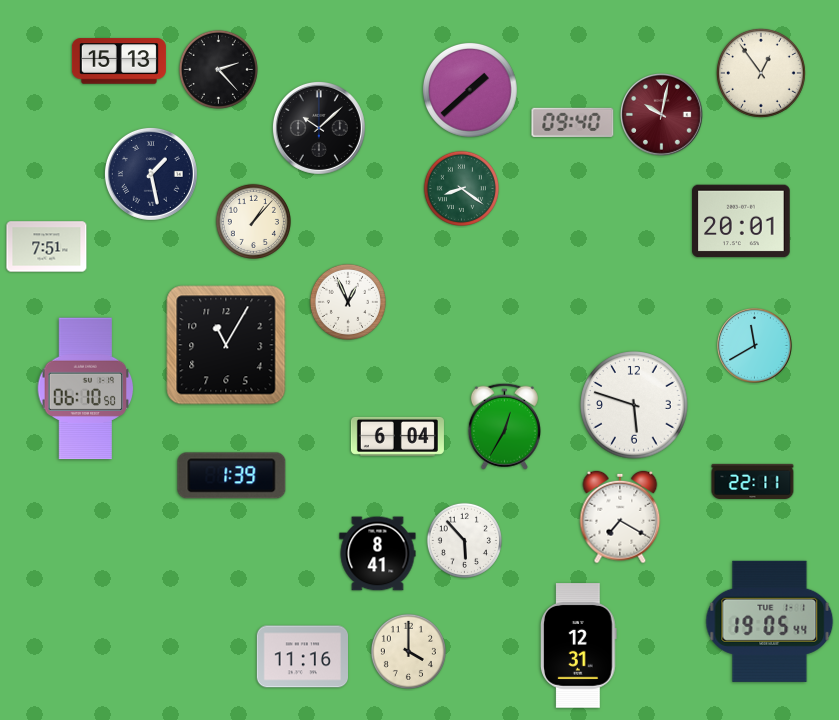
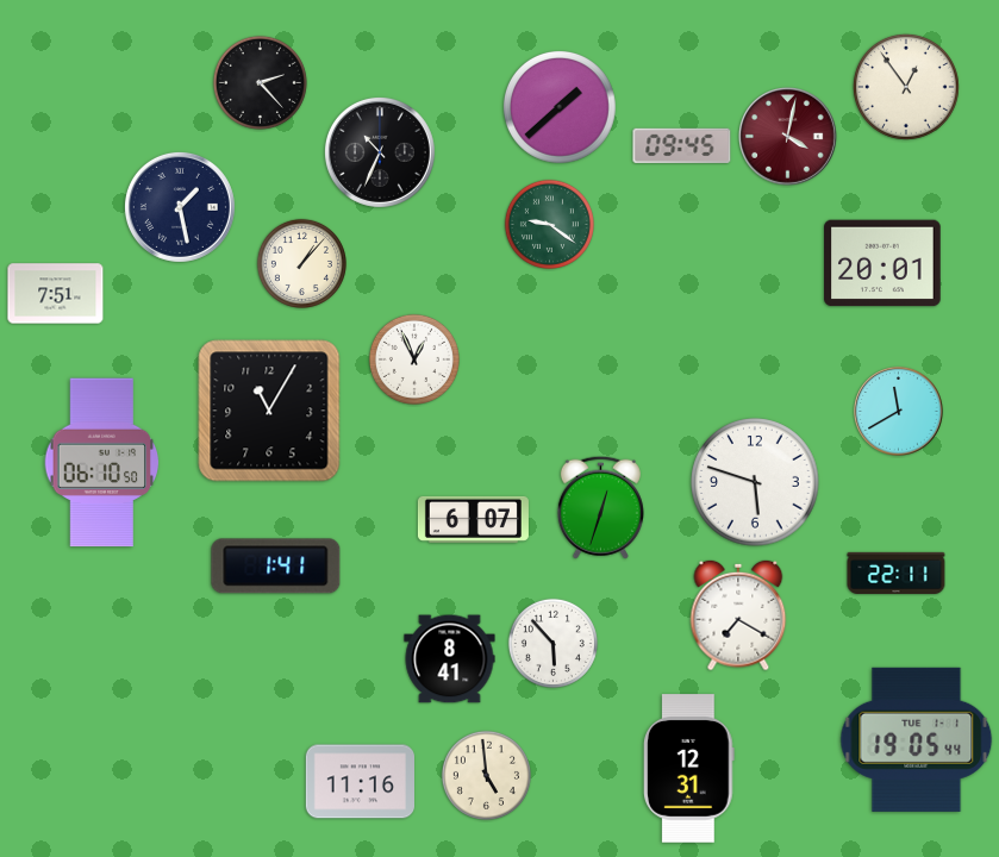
clock at (119, 61): 15:13 -> none
clock at (662, 115): 10:02 -> 4:02
clock at (573, 122): 09:40 -> 09:45
clock at (319, 128): 10:08 -> 10:34
clock at (461, 188): 8:21 -> 9:21
clock at (504, 426): 12:35 -> 12:33
clock at (397, 436): 6:04 -> 6:07
clock at (232, 476): 1:39 -> 1:41
clock at (408, 651): 4:00 -> 4:59
